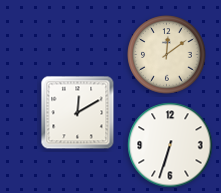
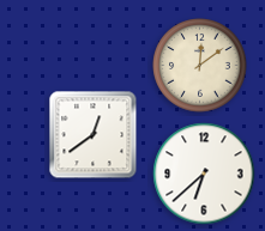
clock at (78, 113): 12:10 -> 12:39
clock at (170, 145): 6:33 -> 6:38
